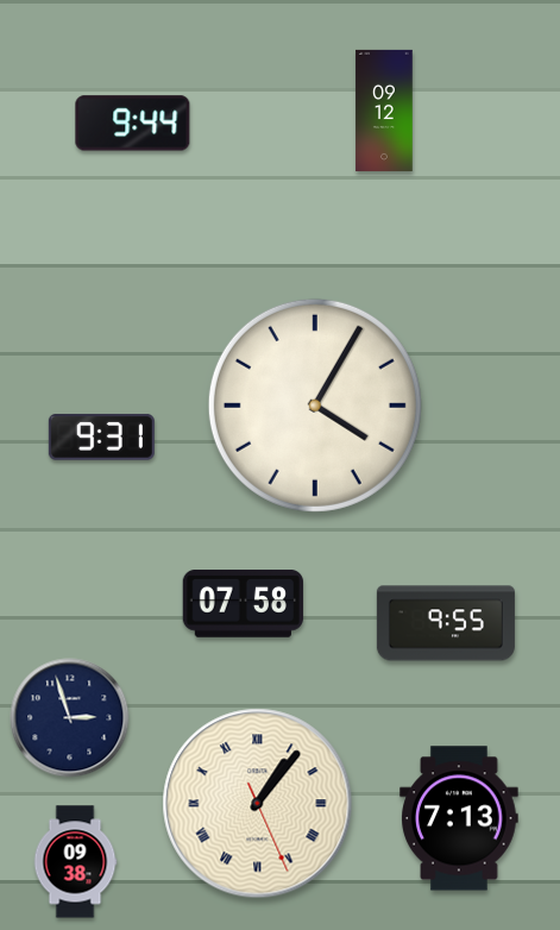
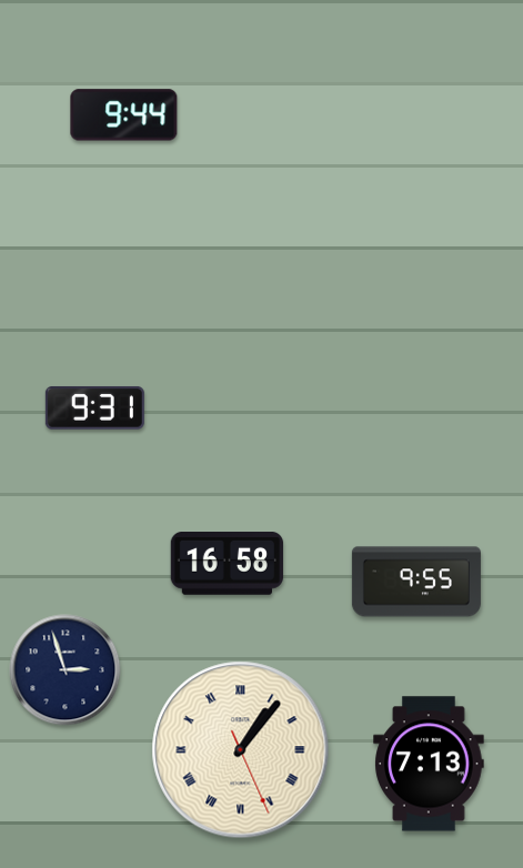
clock at (384, 111): 09:12 -> none
clock at (315, 406): 4:05 -> none
clock at (243, 604): 07:58 -> 16:58
clock at (75, 862): 09:38 -> none
